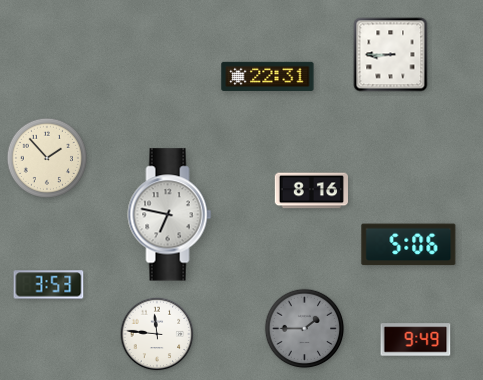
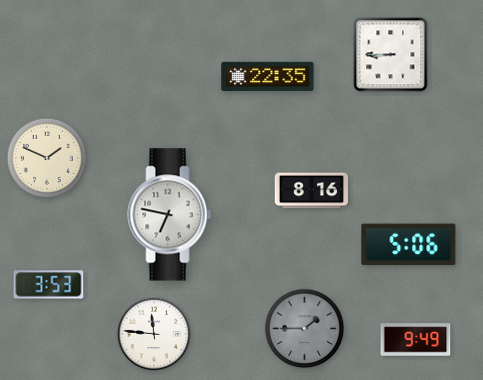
clock at (268, 76): 22:31 -> 22:35
clock at (47, 158): 1:53 -> 1:49
clock at (157, 334) position: (157, 334) -> (154, 334)
